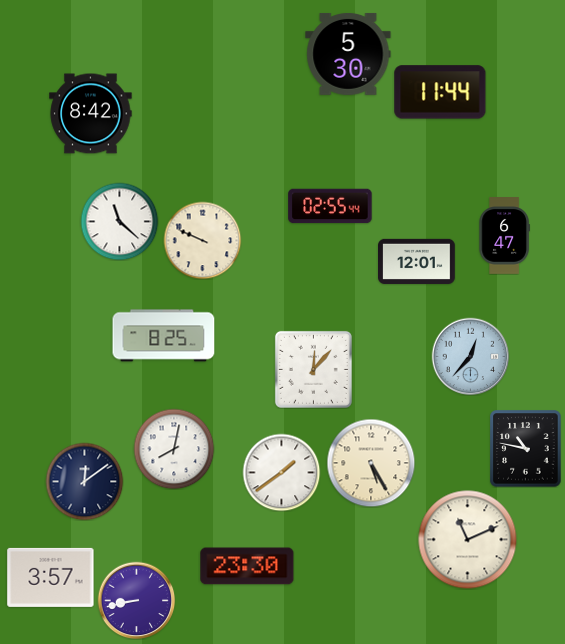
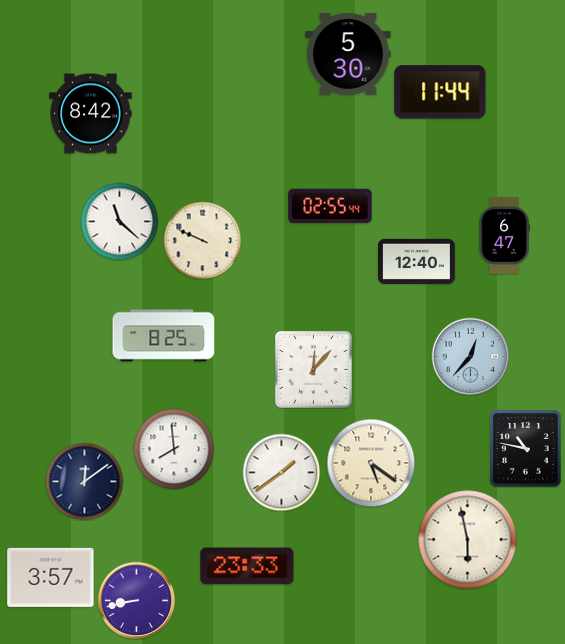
clock at (417, 261): 12:01 -> 12:40
clock at (174, 449): 8:02 -> 7:59
clock at (371, 463): 5:25 -> 5:21
clock at (468, 540): 11:11 -> 5:58
clock at (247, 566): 23:30 -> 23:33
